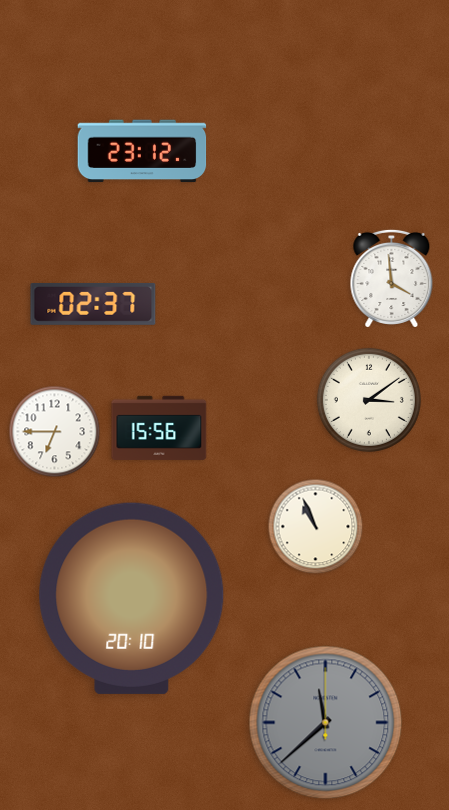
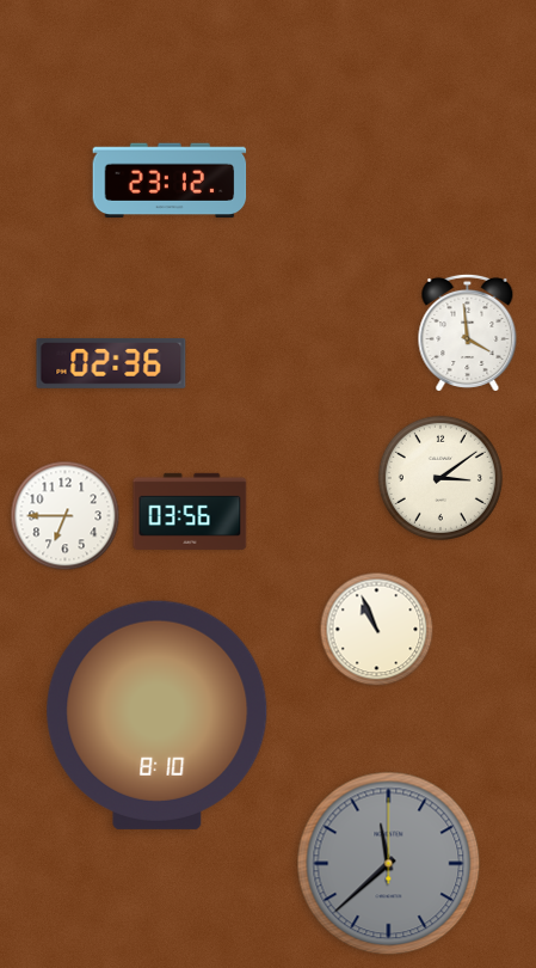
clock at (93, 304): 02:37 -> 02:36
clock at (159, 428): 15:56 -> 03:56
clock at (132, 598): 20:10 -> 8:10
